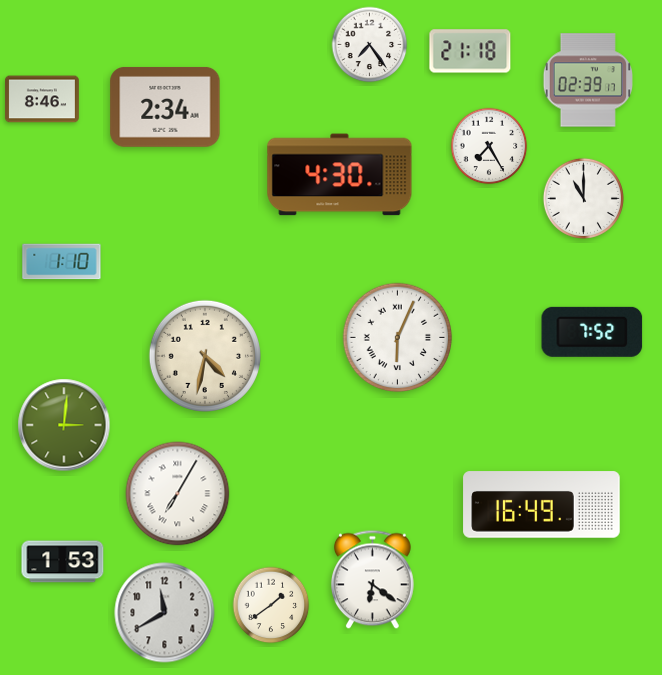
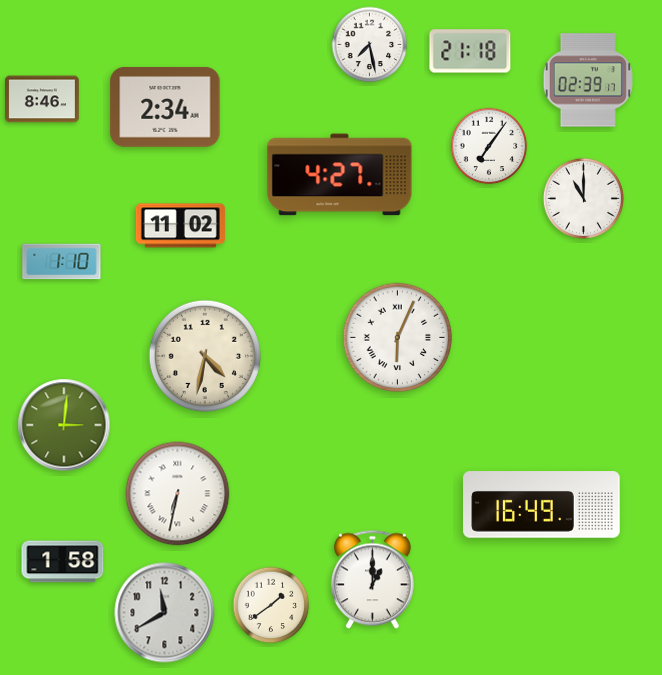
clock at (370, 45): 7:24 -> 7:28
clock at (489, 146): 7:25 -> 7:06
clock at (340, 175): 4:30 -> 4:27
clock at (180, 226): none -> 11:02
clock at (592, 332): 7:52 -> none
clock at (178, 494): 7:05 -> 6:32
clock at (63, 562): 1:53 -> 1:58
clock at (373, 580): 6:21 -> 1:00
